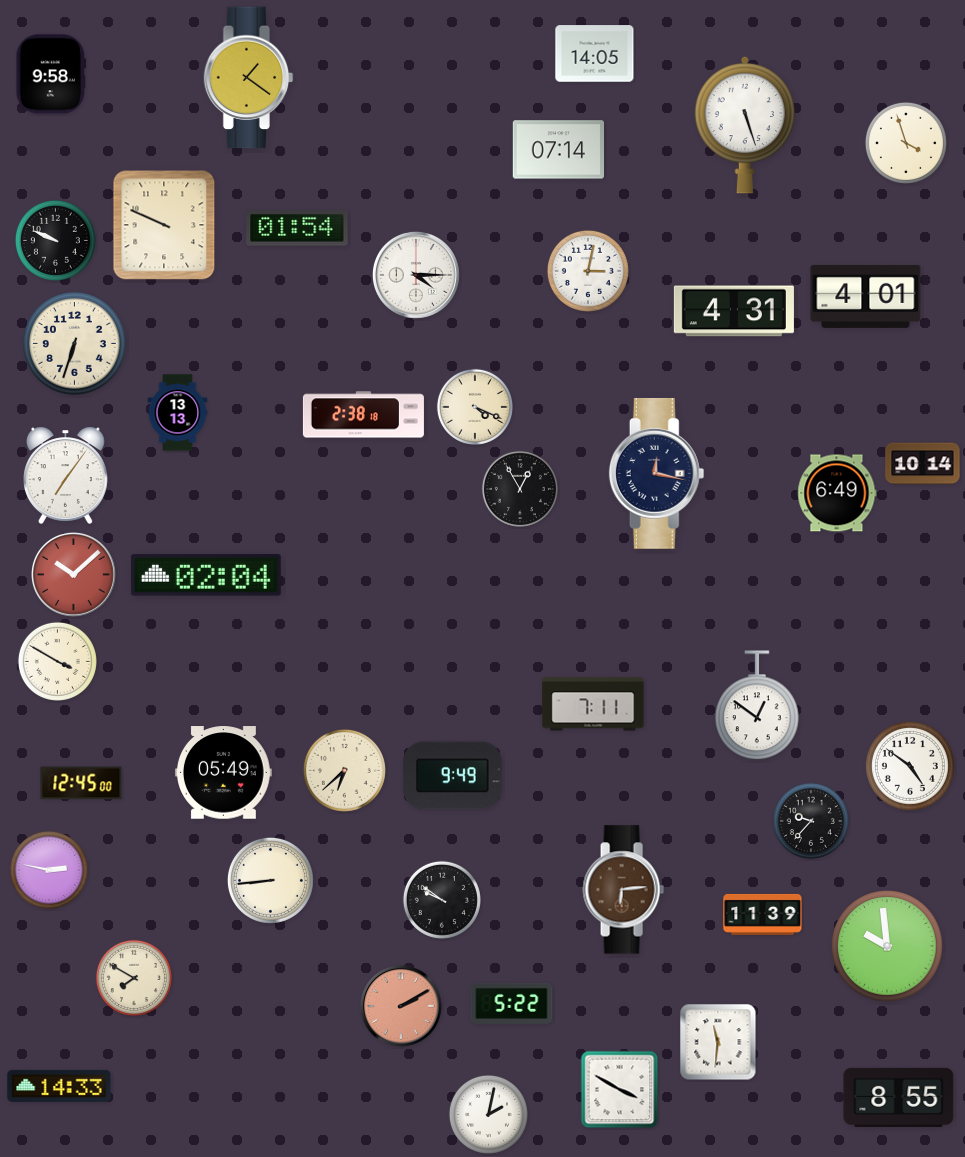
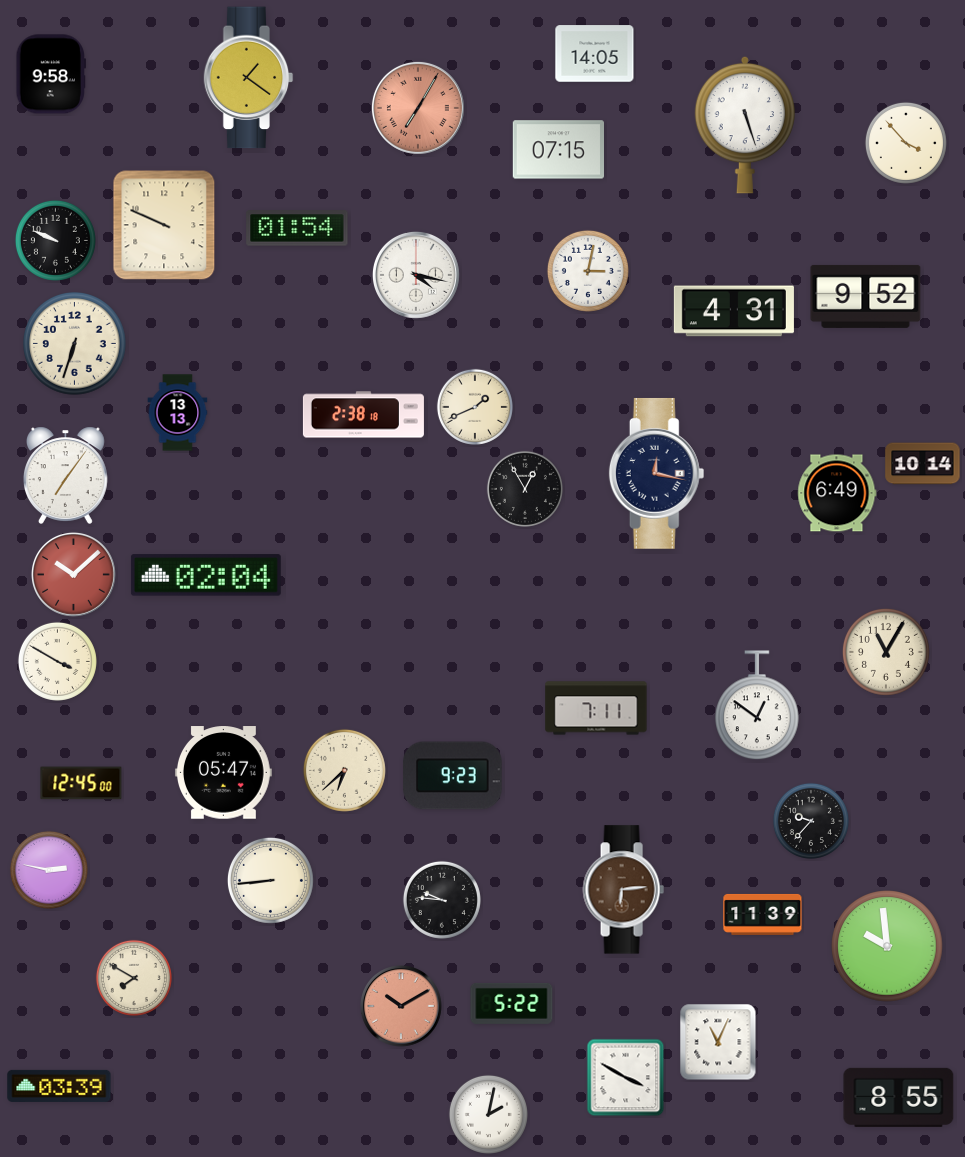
clock at (418, 108): none -> 7:05
clock at (906, 143): 3:57 -> 3:53
clock at (558, 150): 07:14 -> 07:15
clock at (416, 275): 4:15 -> 4:17
clock at (866, 296): 4:01 -> 9:52
clock at (475, 407): 4:19 -> 1:41
clock at (520, 489) position: (520, 489) -> (525, 489)
clock at (886, 652): none -> 11:05
clock at (593, 704) position: (593, 704) -> (596, 708)
clock at (910, 766): 4:51 -> none
clock at (223, 773): 05:49 -> 05:47
clock at (453, 776): 9:49 -> 9:23
clock at (442, 900): 9:51 -> 9:46
clock at (402, 1007): 2:10 -> 10:10
clock at (718, 1042): 11:31 -> 11:04
clock at (59, 1086): 14:33 -> 03:39
clock at (620, 1090) position: (620, 1090) -> (626, 1078)
